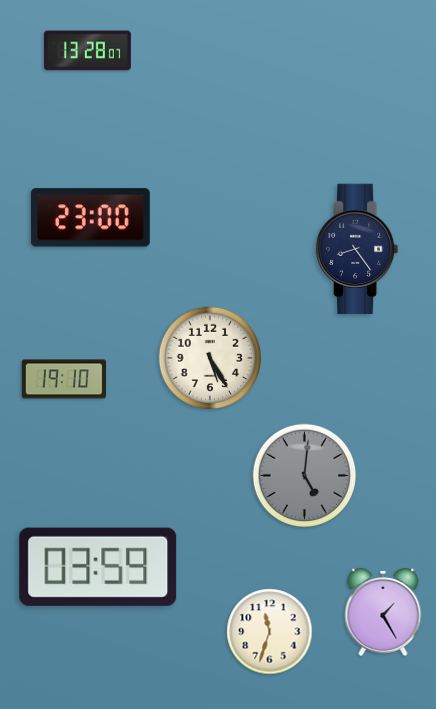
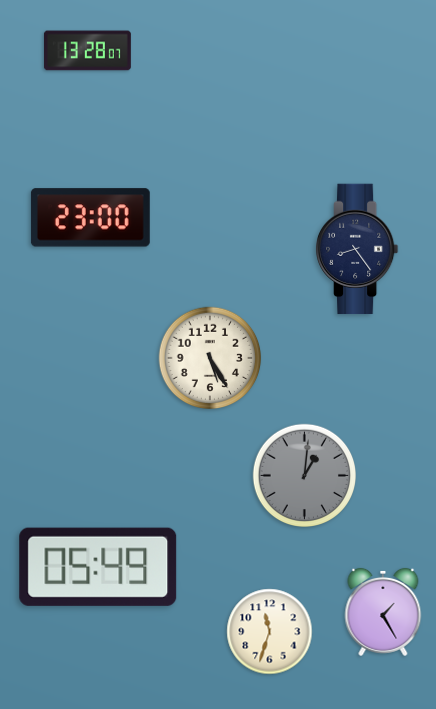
clock at (64, 379): 19:10 -> none
clock at (304, 475): 5:01 -> 1:01
clock at (98, 567): 03:59 -> 05:49
